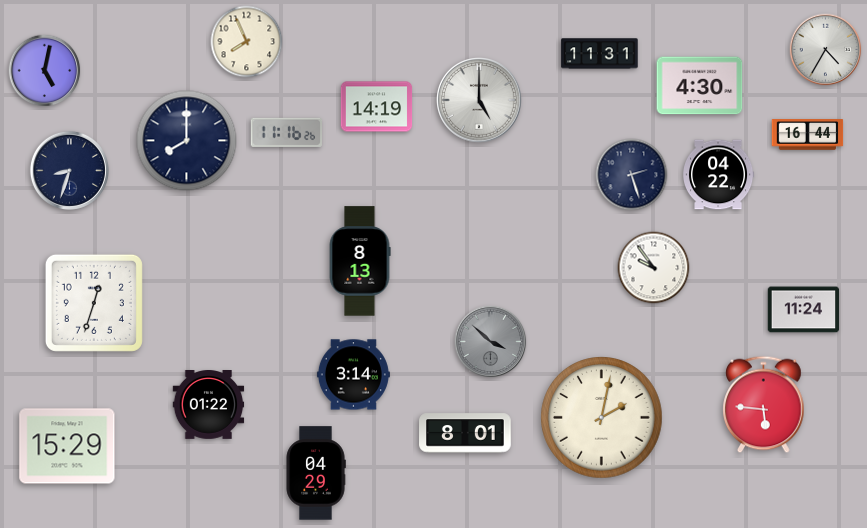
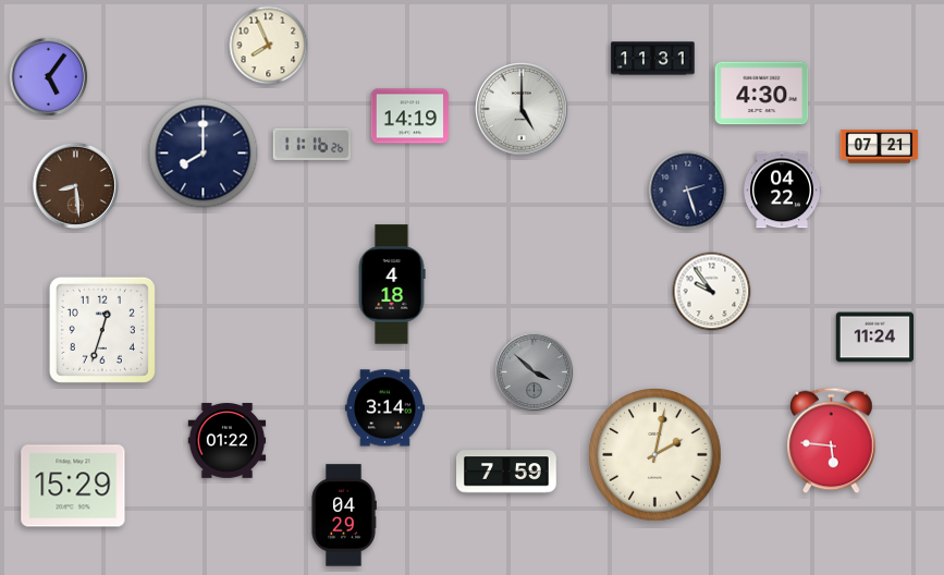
clock at (826, 50): 4:35 -> none
clock at (45, 71): 5:02 -> 5:06
clock at (808, 135): 16:44 -> 07:21
clock at (69, 170): 8:33 -> 8:29
clock at (69, 170) dial: navy -> brown
clock at (360, 261): 8:13 -> 4:18
clock at (465, 433): 8:01 -> 7:59
